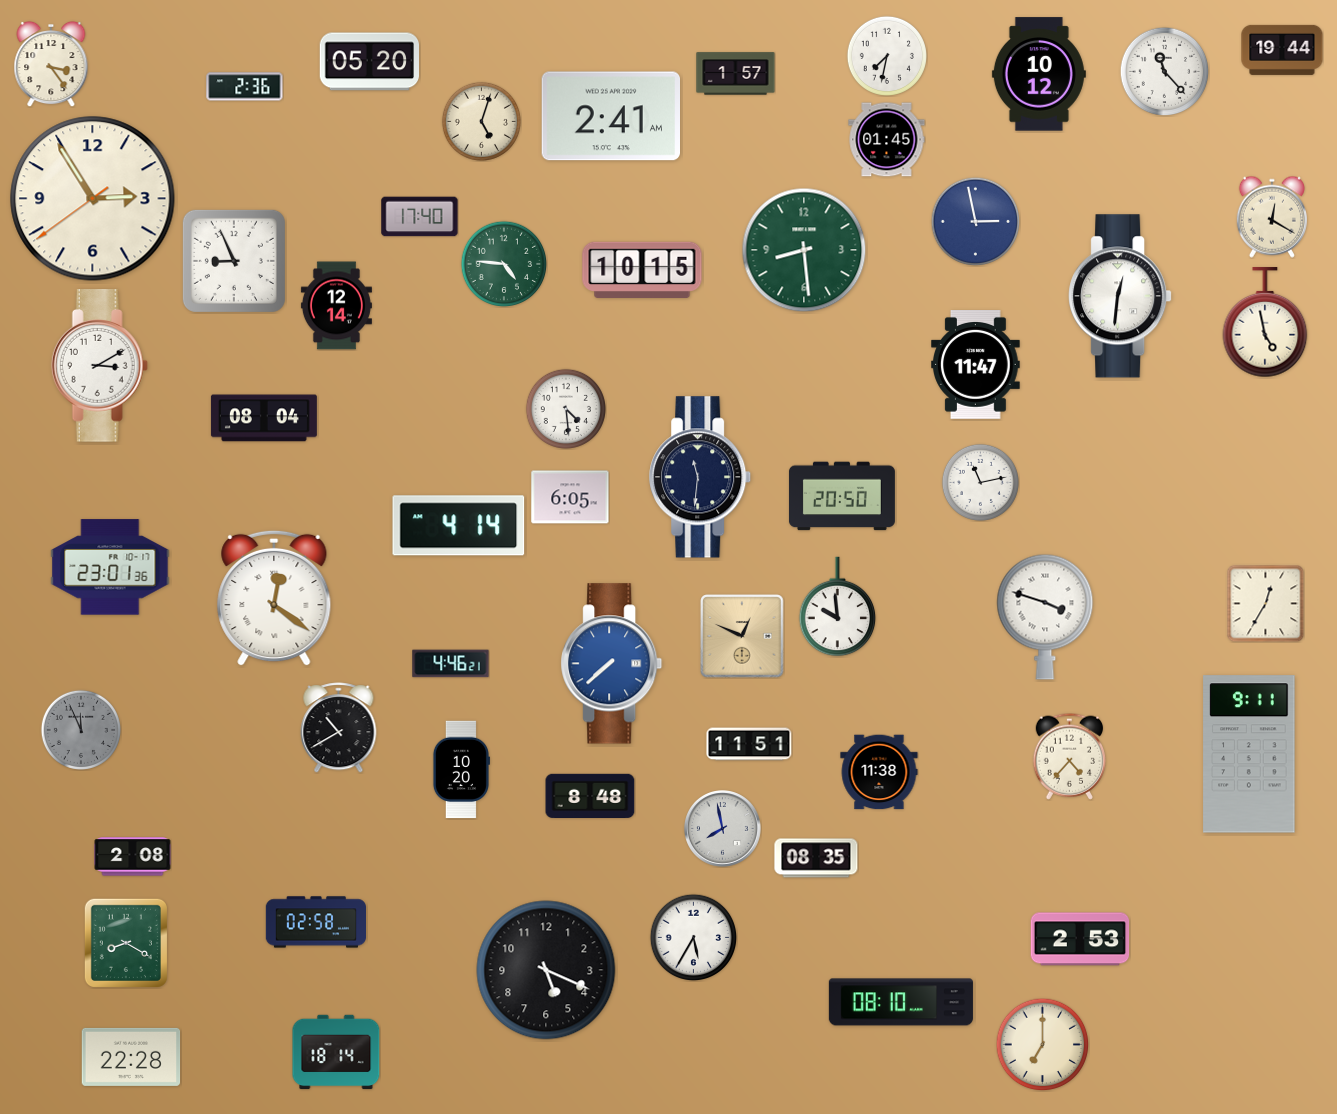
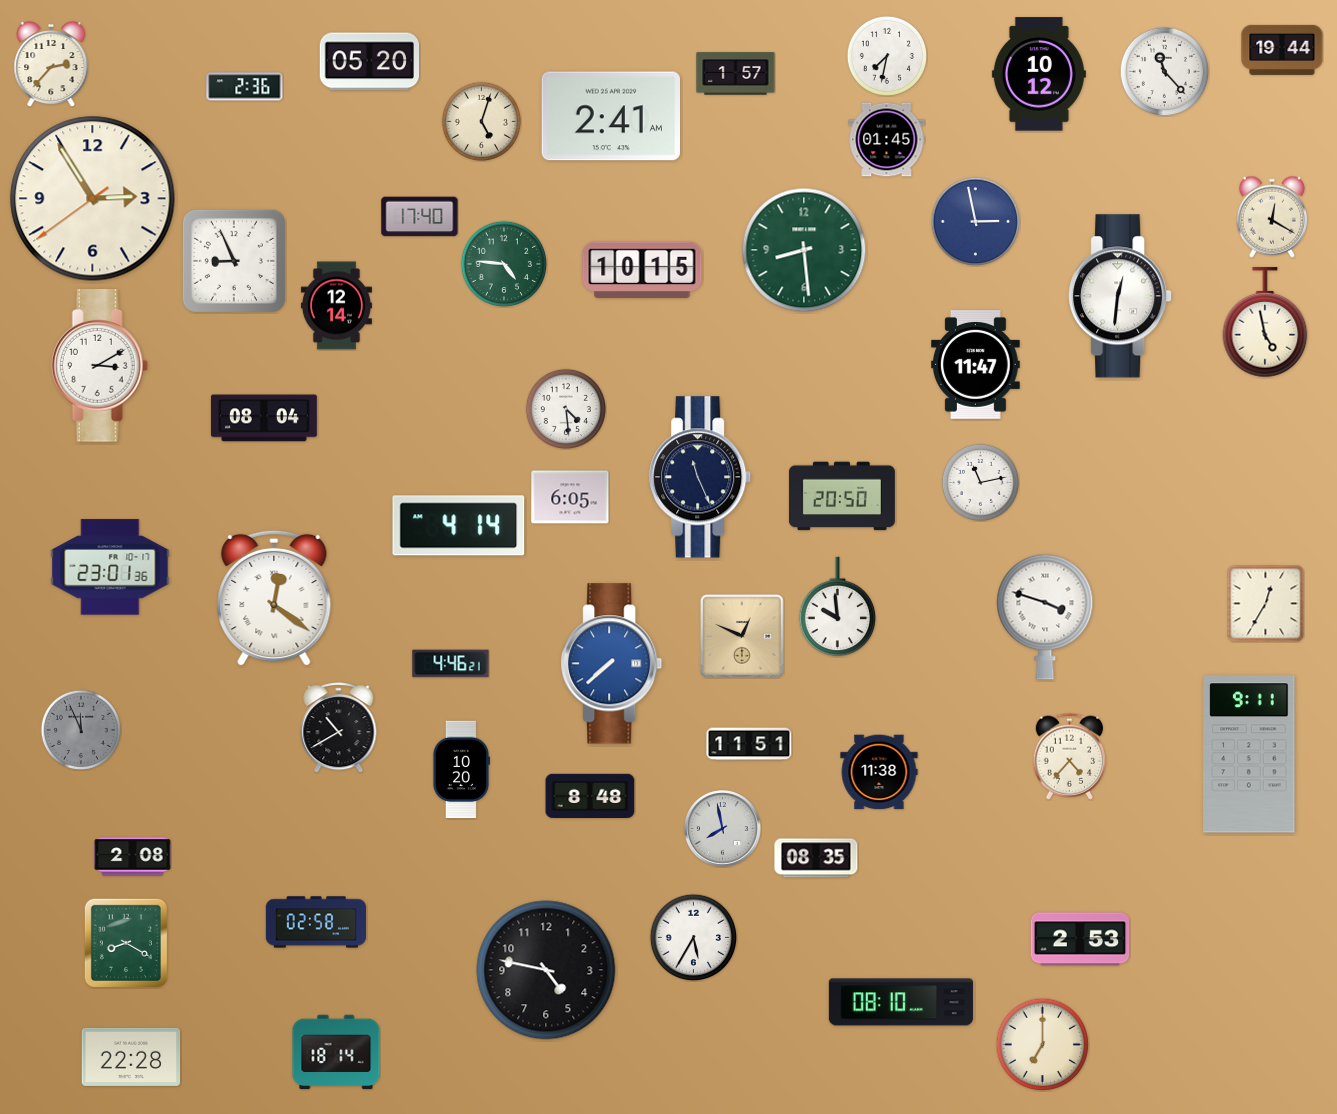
clock at (51, 64): 3:24 -> 2:37
clock at (701, 477): 11:31 -> 11:26
clock at (546, 970): 5:19 -> 4:47
